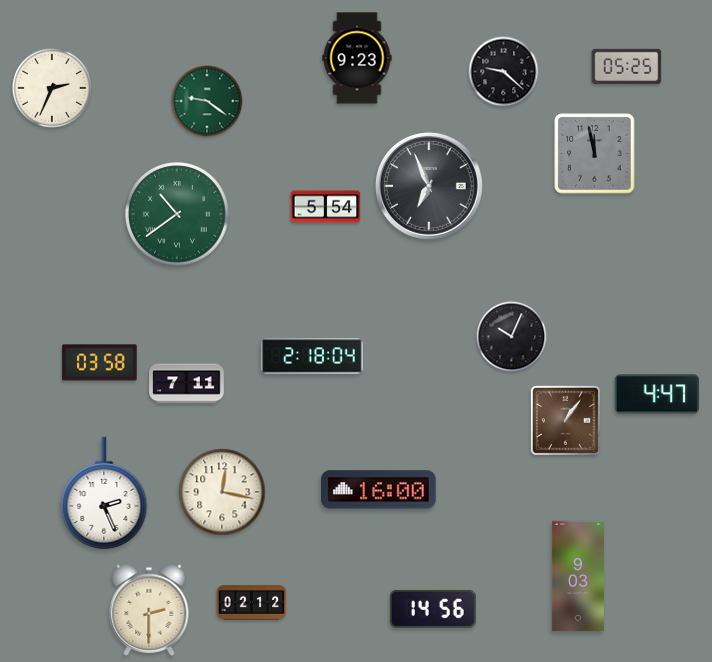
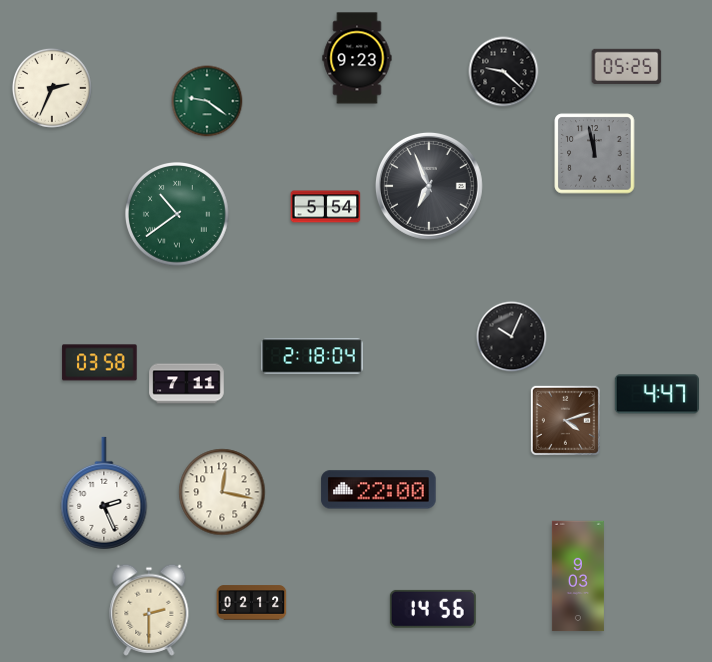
clock at (565, 420): 1:06 -> 4:12
clock at (379, 490): 16:00 -> 22:00
